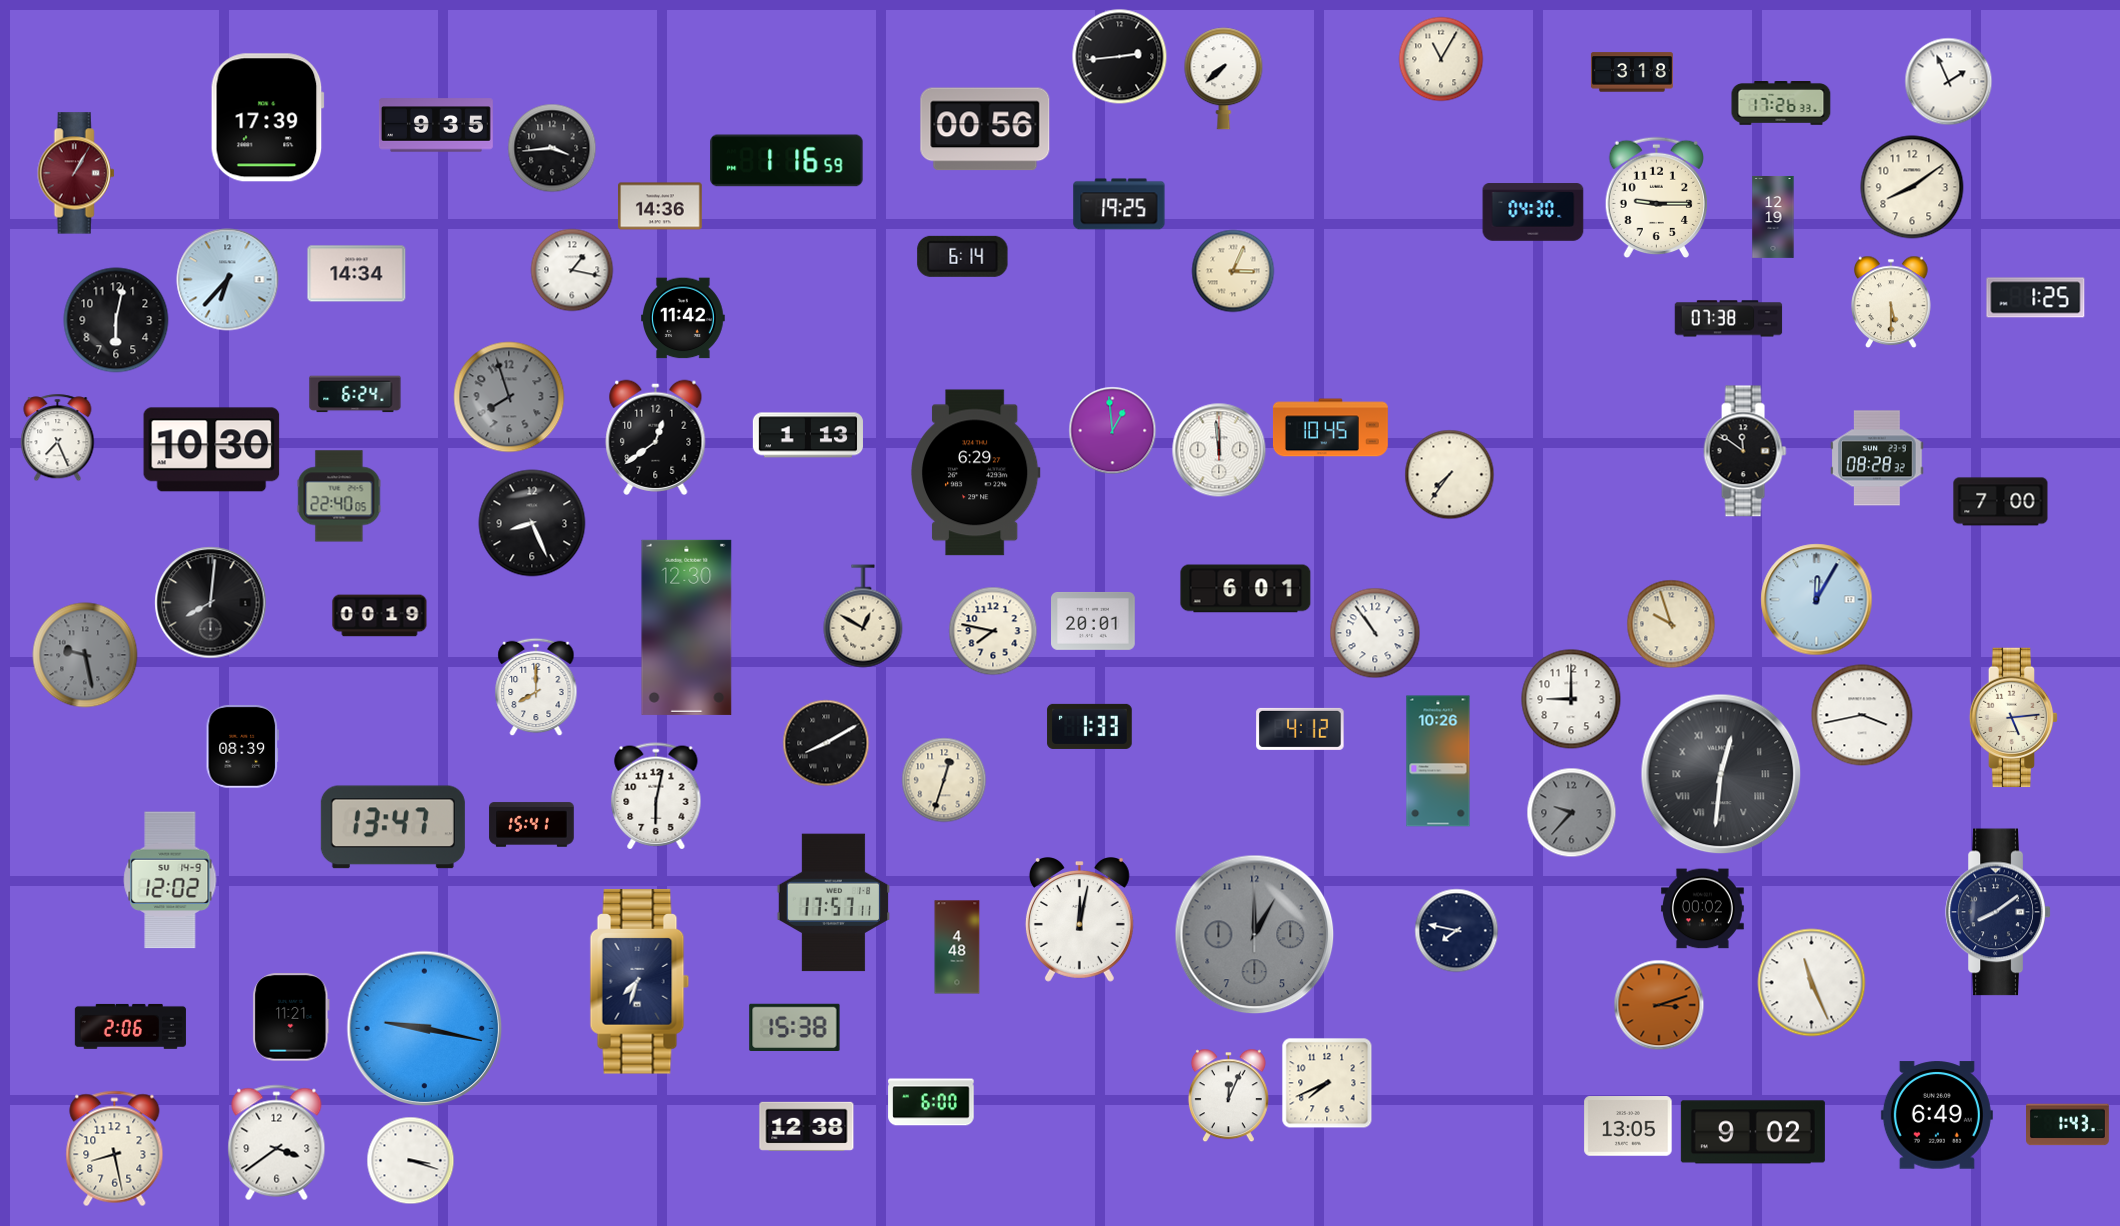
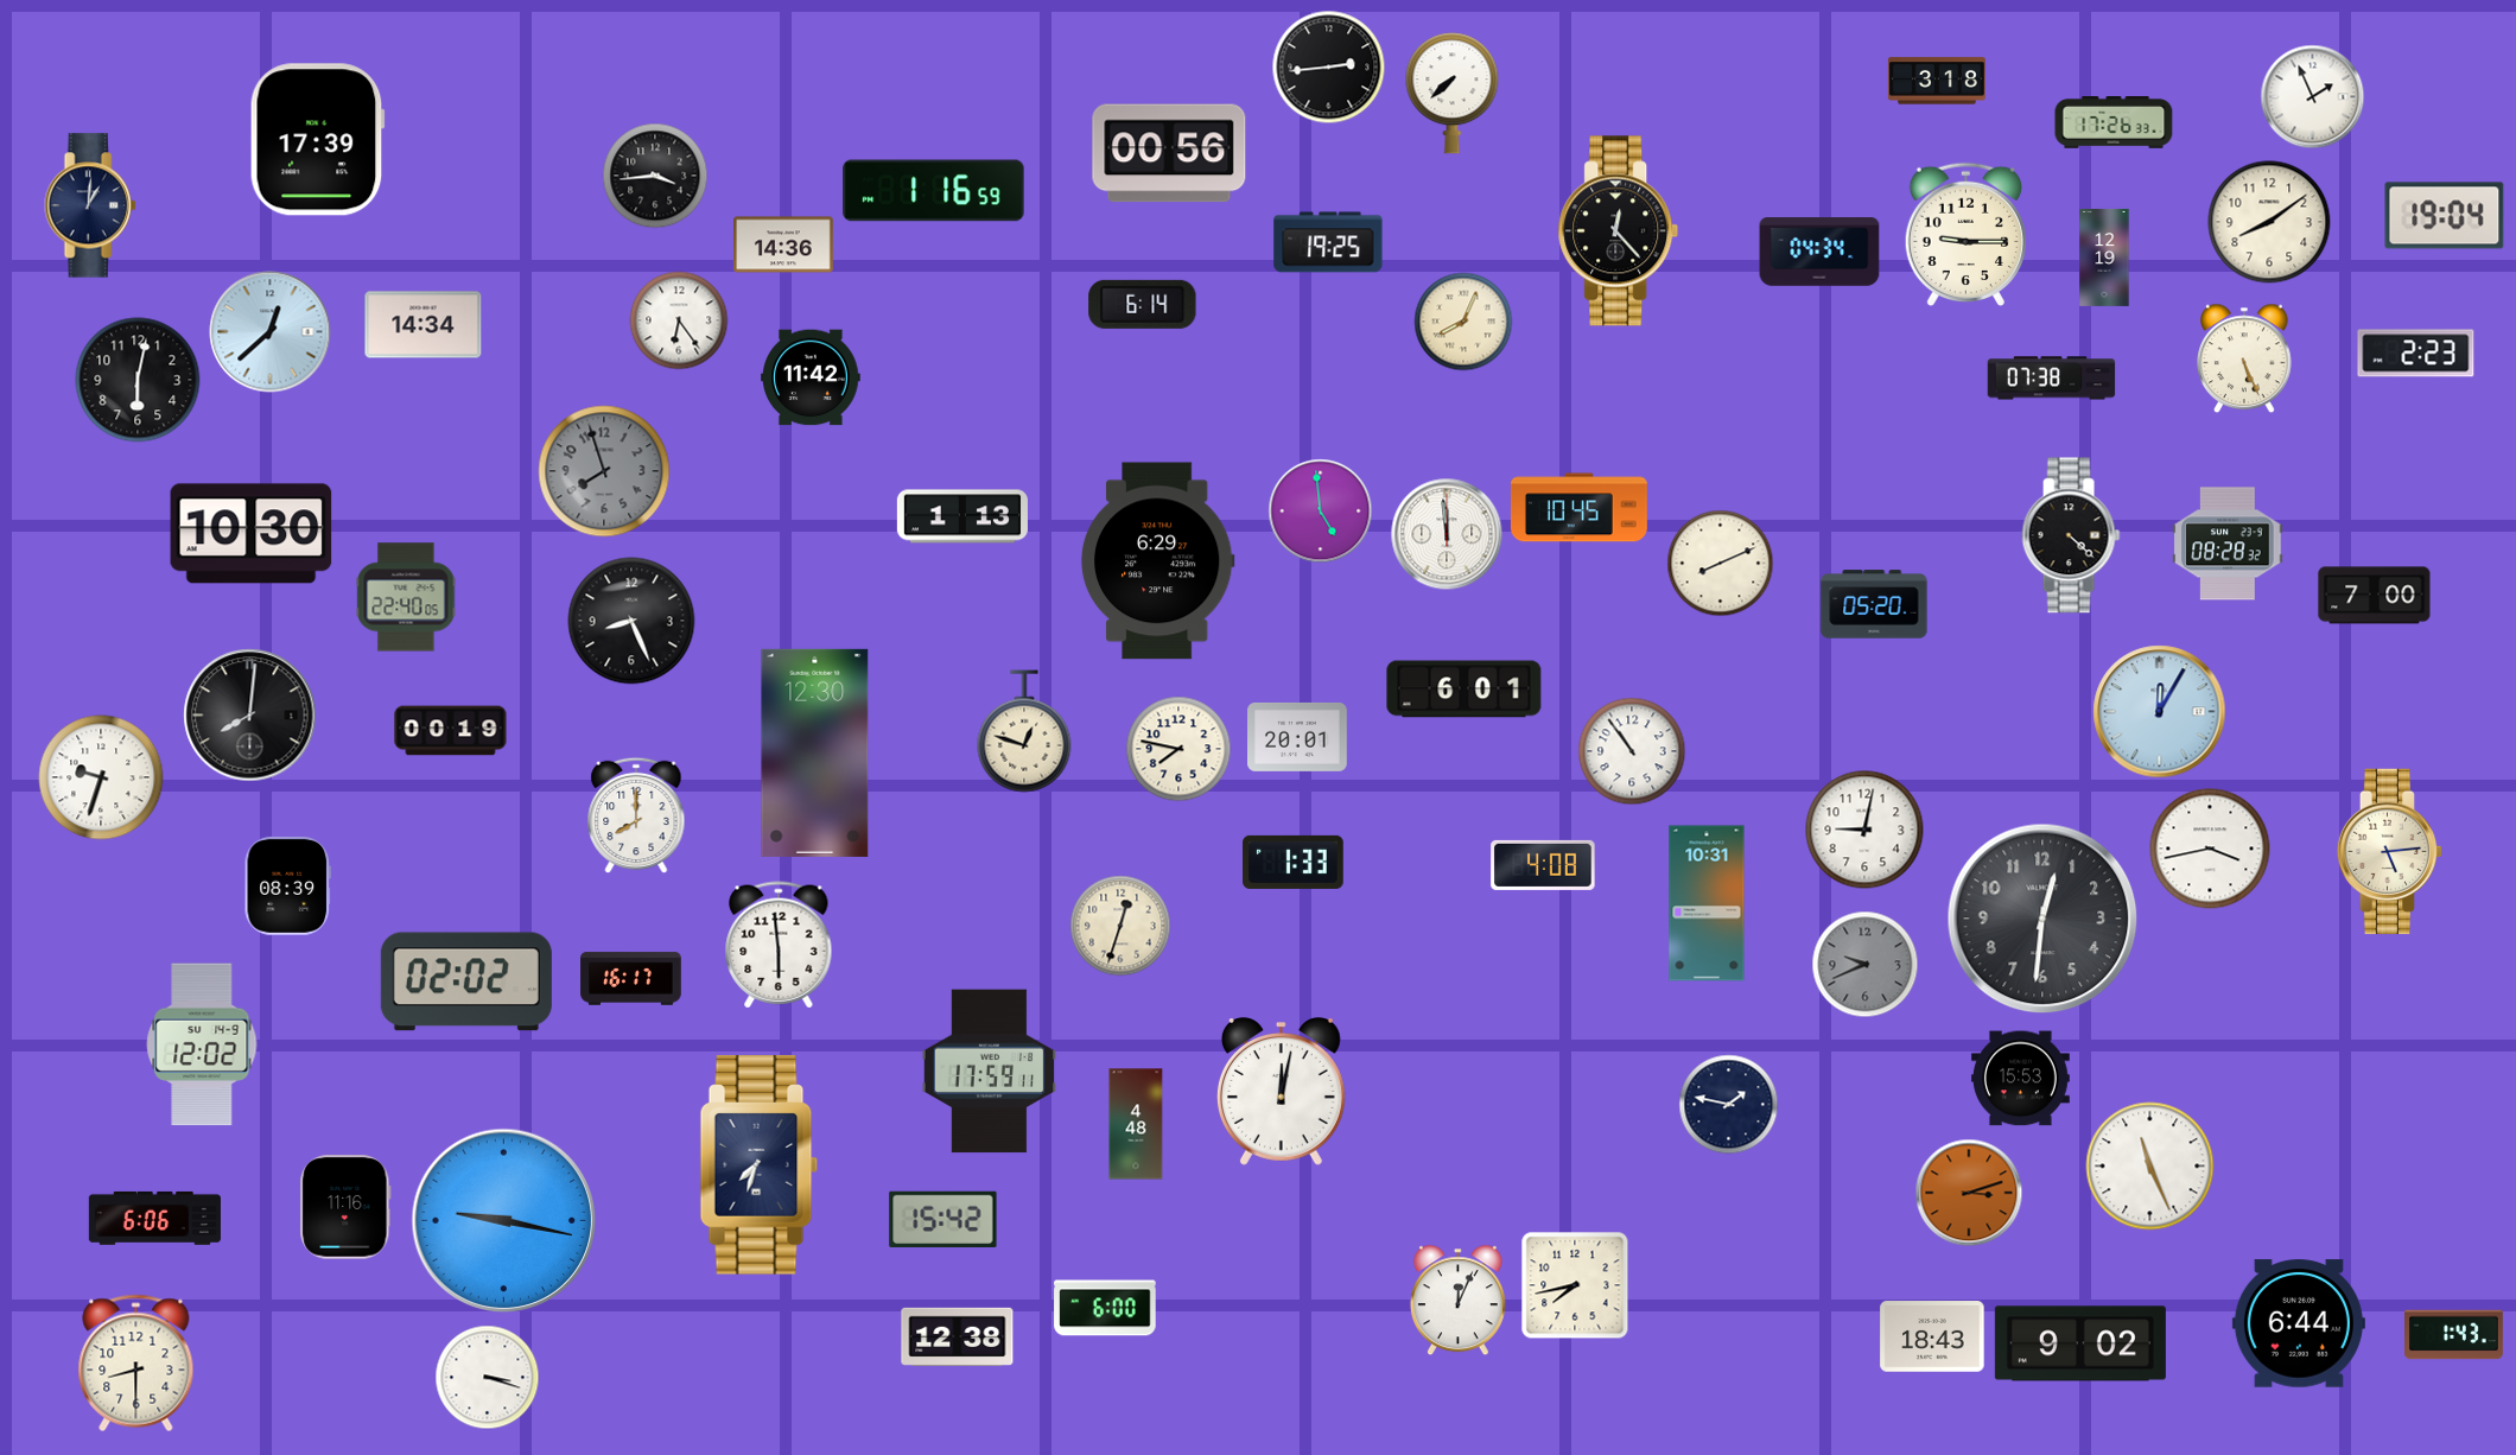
clock at (1441, 59): 11:05 -> none
clock at (1632, 72) position: (1632, 72) -> (1937, 81)
clock at (436, 125): 9:35 -> none
clock at (76, 173): 1:05 -> 1:01
clock at (76, 173) dial: burgundy -> navy
clock at (2445, 216): none -> 19:04
clock at (1619, 231): none -> 12:23
clock at (1533, 212): 04:30 -> 04:34
clock at (572, 270): 1:17 -> 6:24
clock at (1233, 271): 3:04 -> 8:04
clock at (228, 280): 6:37 -> 12:38
clock at (2036, 298): 1:25 -> 2:23
clock at (1891, 302): 5:30 -> 5:26
clock at (355, 394): 6:24 -> none
clock at (1113, 431): 12:59 -> 4:59
clock at (808, 435) position: (808, 435) -> (962, 516)
clock at (656, 437): 12:39 -> none
clock at (58, 438): 7:26 -> none
clock at (1745, 451): 11:51 -> 4:22
clock at (1450, 475): 7:36 -> 8:11
clock at (339, 496) position: (339, 496) -> (406, 597)
clock at (1874, 604): none -> 05:20
clock at (1246, 589) position: (1246, 589) -> (1465, 690)
clock at (1817, 600) position: (1817, 600) -> (2160, 712)
clock at (863, 616): 12:50 -> 12:48
clock at (1671, 624): 9:57 -> none
clock at (687, 627) position: (687, 627) -> (815, 752)
clock at (85, 655): 9:28 -> 9:33
clock at (85, 655) dial: grey -> white
clock at (1571, 699): 9:00 -> 9:02
clock at (1300, 729): 4:12 -> 4:08
clock at (826, 743): 8:10 -> none
clock at (1438, 761): 10:26 -> 10:31
clock at (1721, 774) numerals: Roman -> Arabic
clock at (656, 796): 6:02 -> 5:59
clock at (1572, 813): 9:37 -> 9:41
clock at (532, 825): 15:41 -> 16:17
clock at (393, 827): 13:47 -> 02:02
clock at (833, 903): 17:57 -> 17:59
clock at (1702, 909): 00:02 -> 15:53
clock at (1998, 912): 8:09 -> none
clock at (1457, 931): 7:47 -> 1:47
clock at (1255, 935): 1:00 -> none
clock at (291, 1017): 11:21 -> 11:16
clock at (130, 1026): 2:06 -> 6:06
clock at (795, 1027): 15:38 -> 15:42
clock at (1327, 1083): 7:41 -> 7:43
clock at (1937, 1115): 6:49 -> 6:44
clock at (1628, 1126): 13:05 -> 18:43
clock at (277, 1143): 3:39 -> none
clock at (115, 1149): 8:28 -> 8:30
